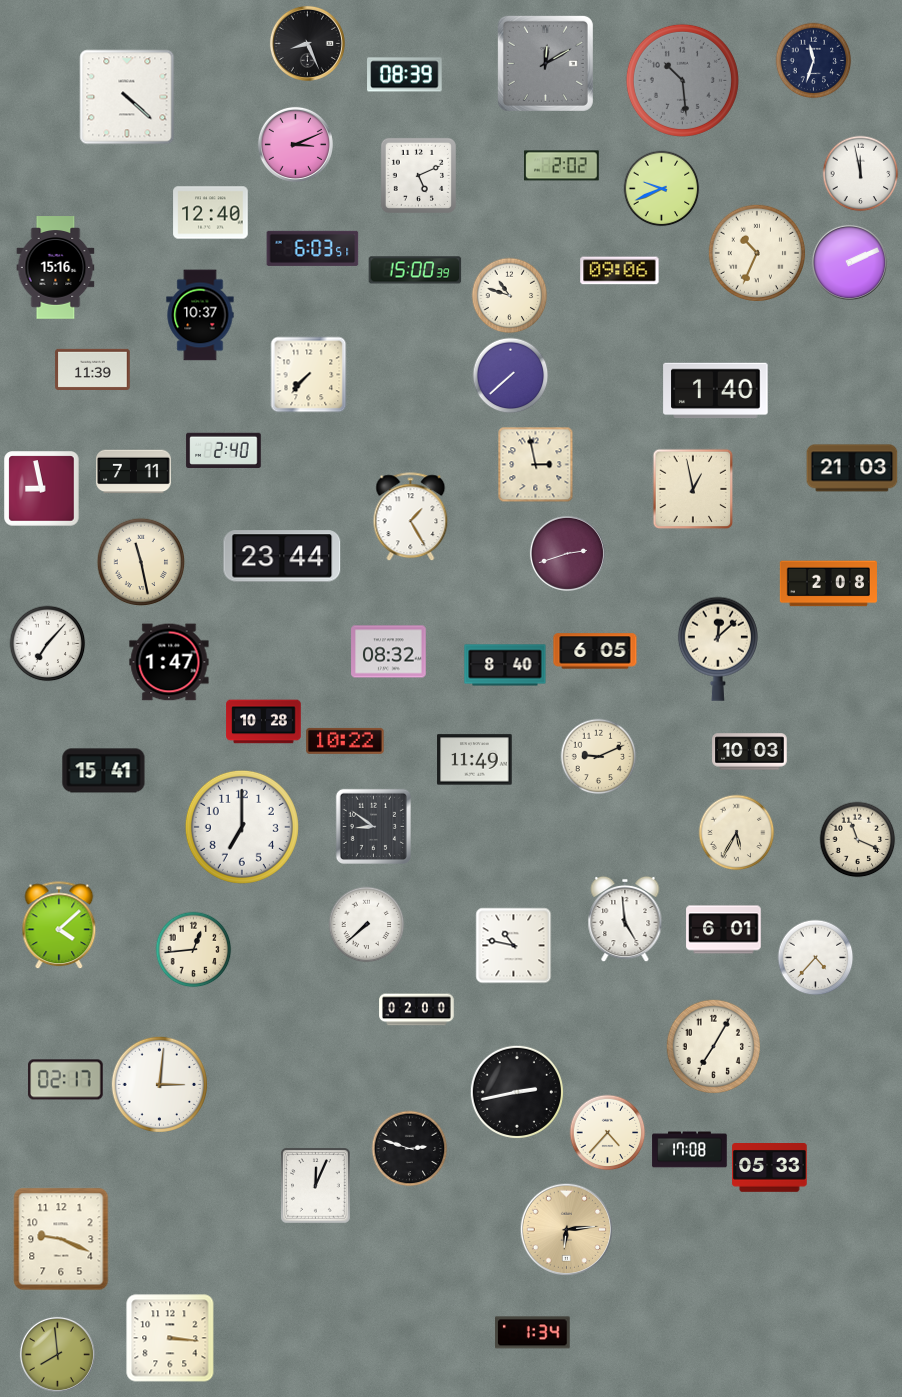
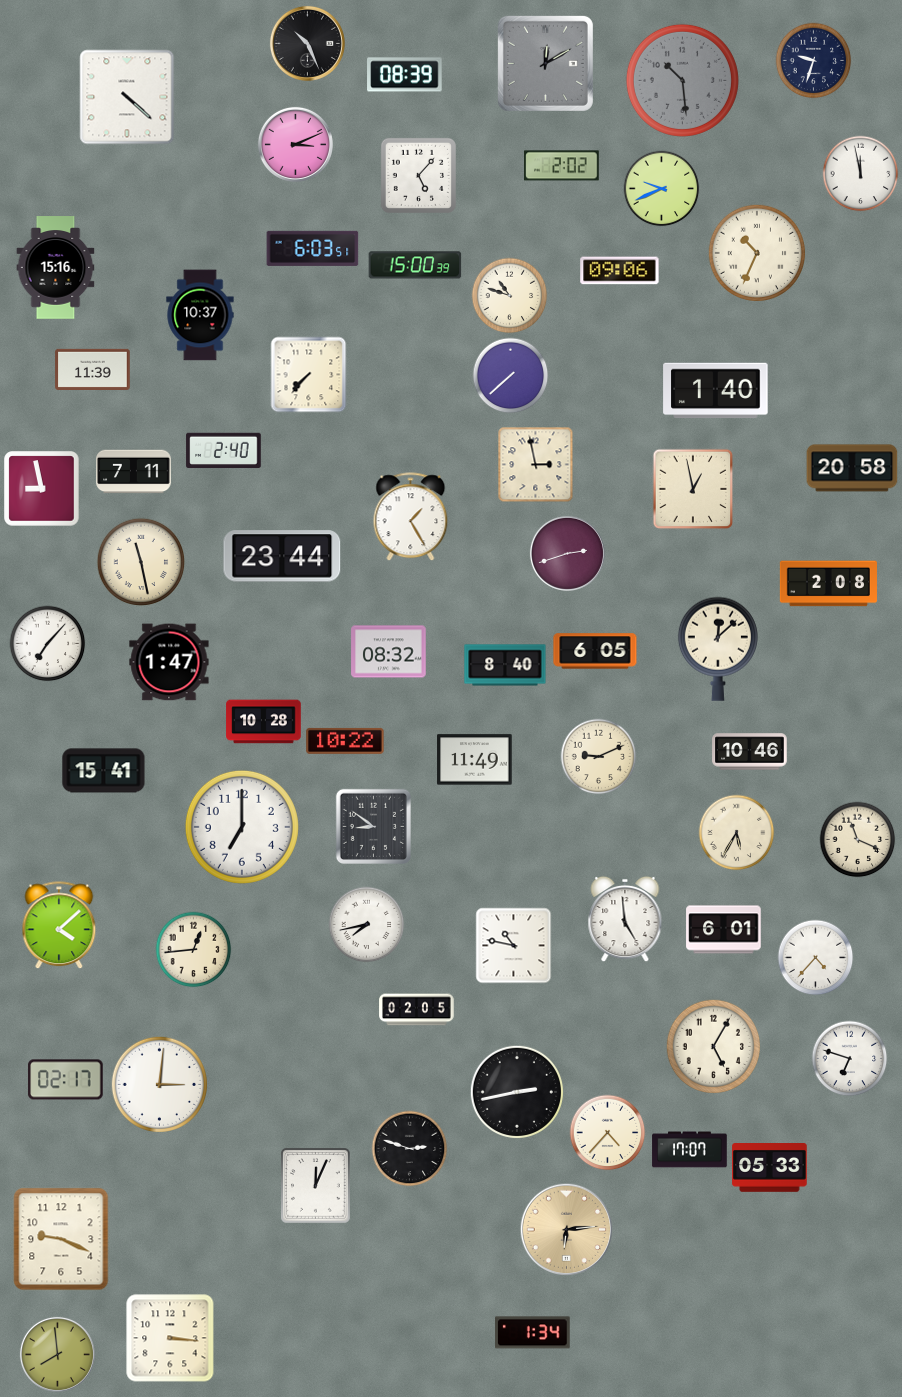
clock at (307, 43): 8:26 -> 10:26
clock at (814, 61): 11:33 -> 9:33
clock at (418, 175): 5:11 -> 5:07
clock at (211, 213): 12:40 -> none
clock at (849, 262): 2:11 -> none
clock at (415, 270) position: (415, 270) -> (415, 265)
clock at (852, 468): 21:03 -> 20:58
clock at (750, 752): 10:03 -> 10:46
clock at (367, 925): 7:38 -> 7:43
clock at (417, 1010): 02:00 -> 02:05
clock at (713, 1046): 7:05 -> 5:05
clock at (850, 1059): none -> 6:48
clock at (690, 1150): 17:08 -> 17:07
